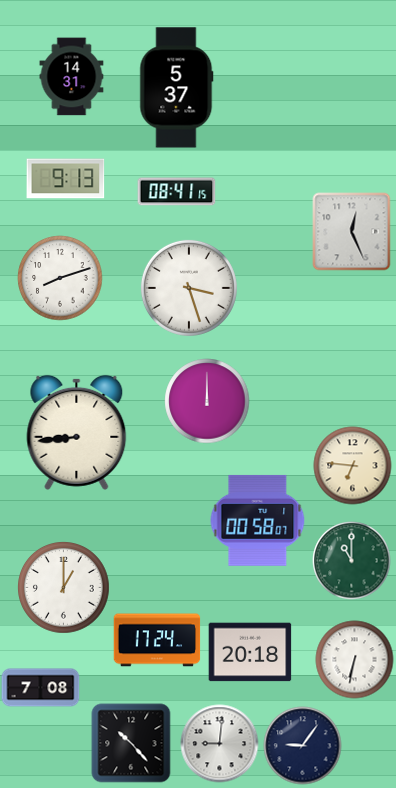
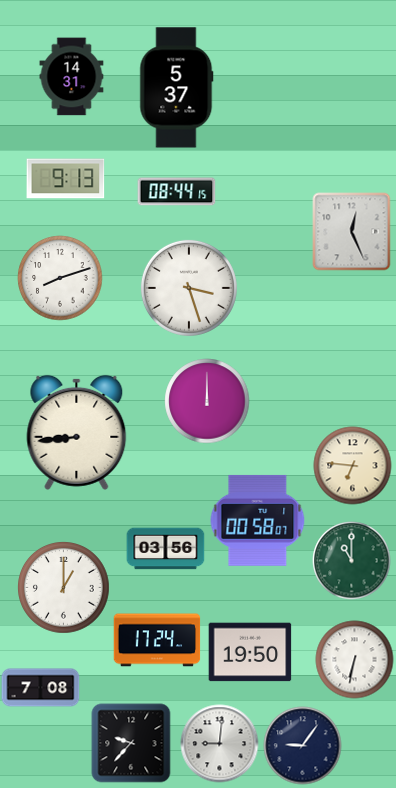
clock at (176, 192): 08:41 -> 08:44
clock at (165, 549): none -> 03:56
clock at (250, 652): 20:18 -> 19:50
clock at (131, 743): 10:23 -> 9:37
